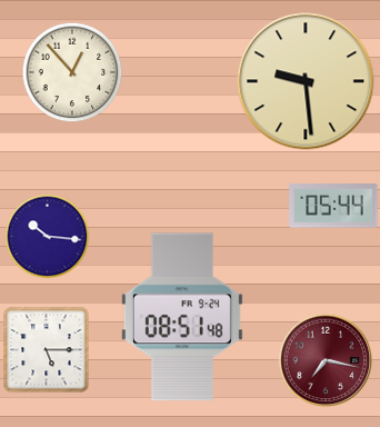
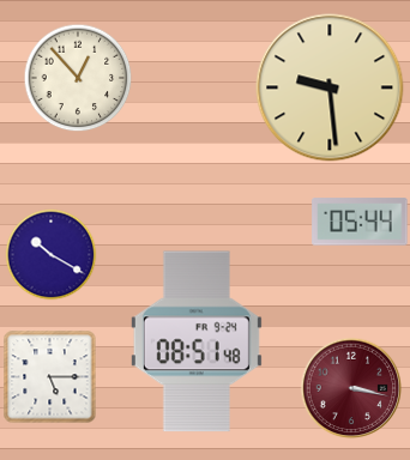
clock at (48, 237): 10:16 -> 10:20
clock at (326, 360): 7:17 -> 3:17
